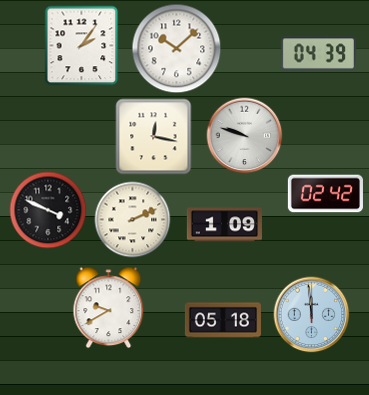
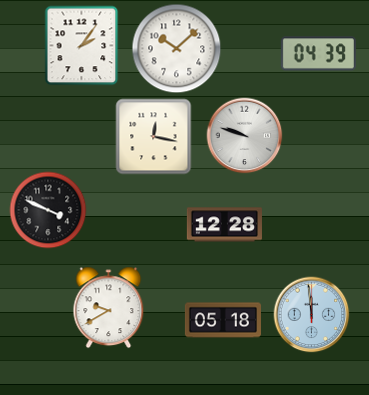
clock at (325, 194): 02:42 -> none
clock at (133, 220): 2:11 -> none
clock at (224, 225): 1:09 -> 12:28
